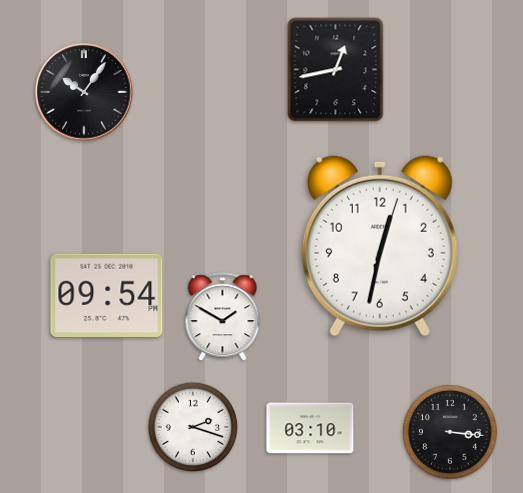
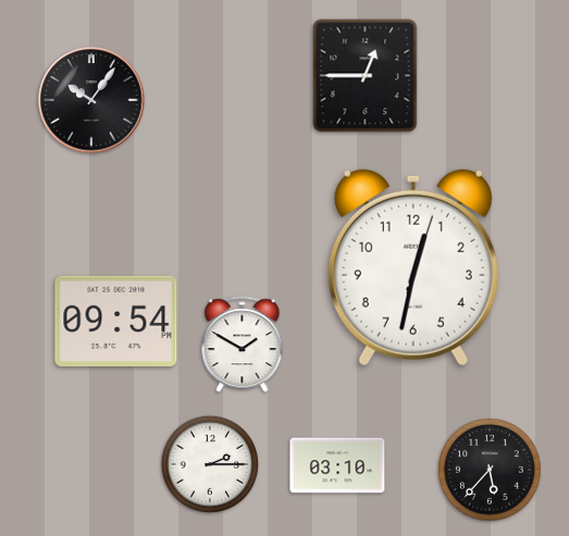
clock at (336, 70): 12:43 -> 12:45
clock at (193, 427): 2:18 -> 2:15
clock at (450, 432): 3:16 -> 5:37
